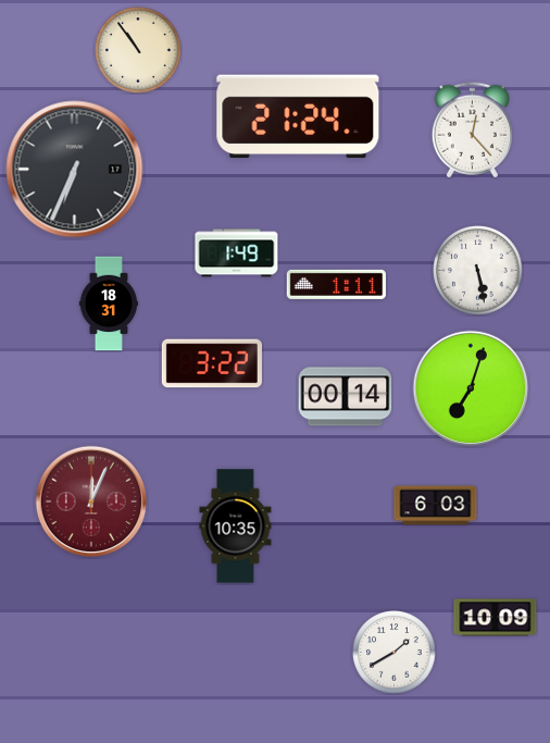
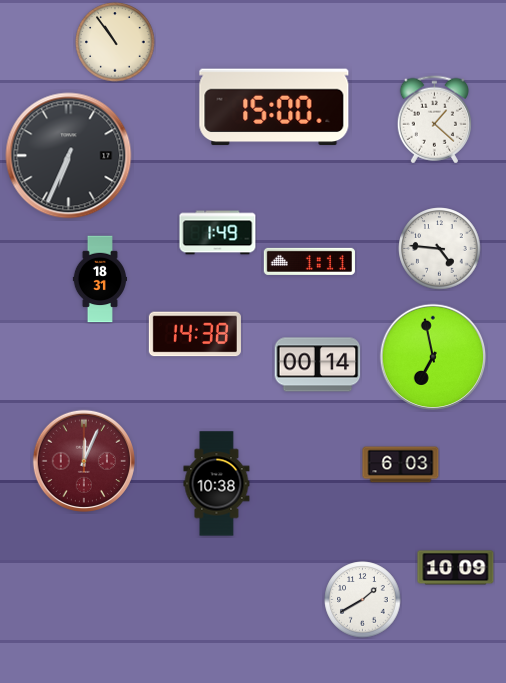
clock at (138, 50) position: (138, 50) -> (115, 42)
clock at (298, 116): 21:24 -> 15:00
clock at (472, 131): 12:23 -> 1:22
clock at (478, 271): 5:28 -> 4:46
clock at (212, 363): 3:22 -> 14:38
clock at (471, 388): 7:03 -> 6:58
clock at (236, 527): 10:35 -> 10:38
